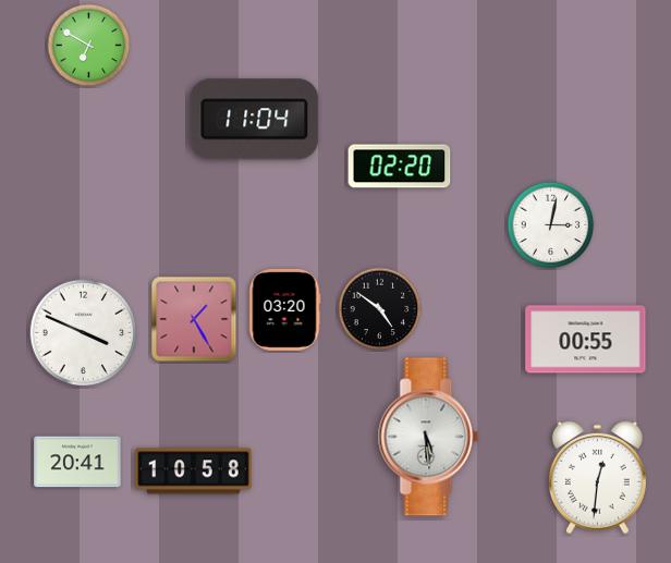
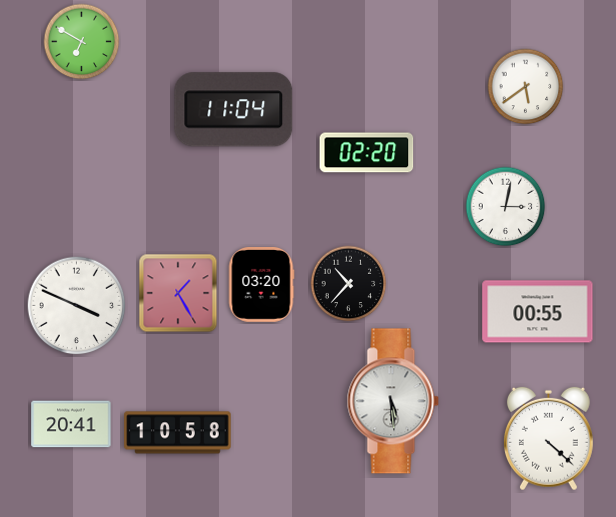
clock at (526, 87): none -> 5:39
clock at (380, 309): 4:51 -> 10:37
clock at (597, 478): 12:31 -> 4:22
